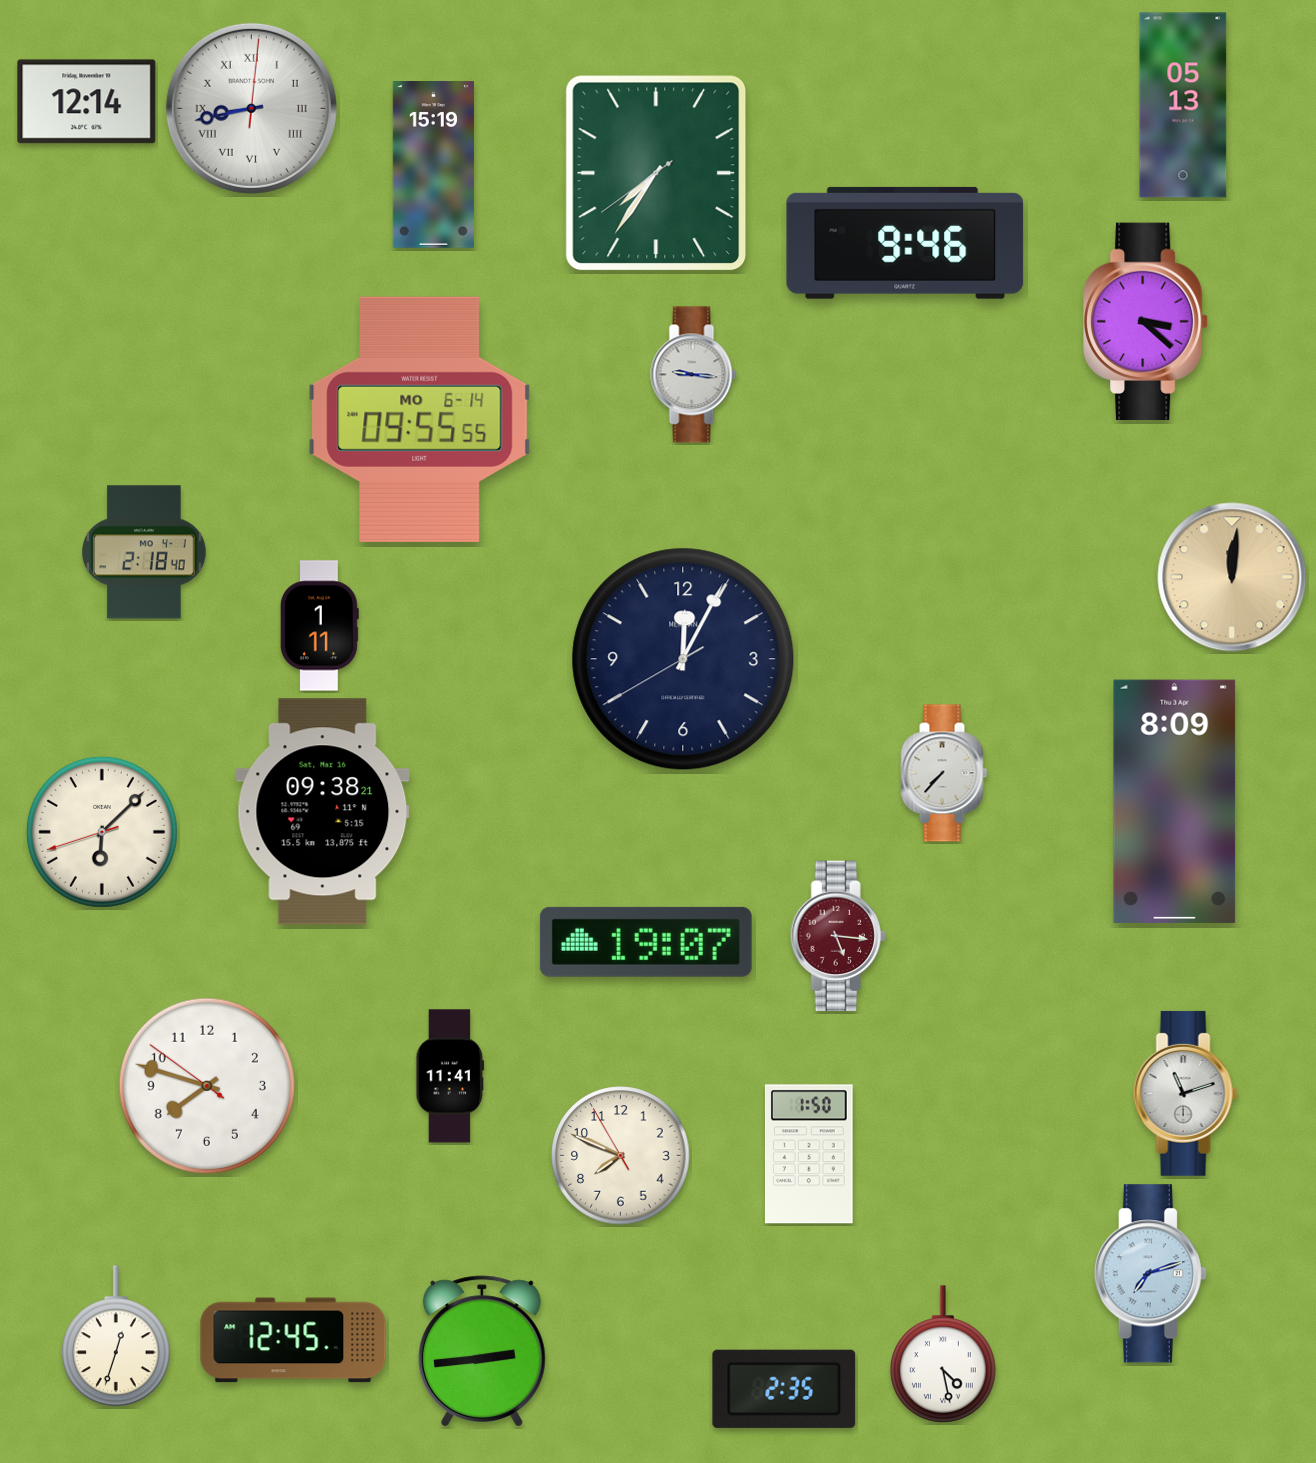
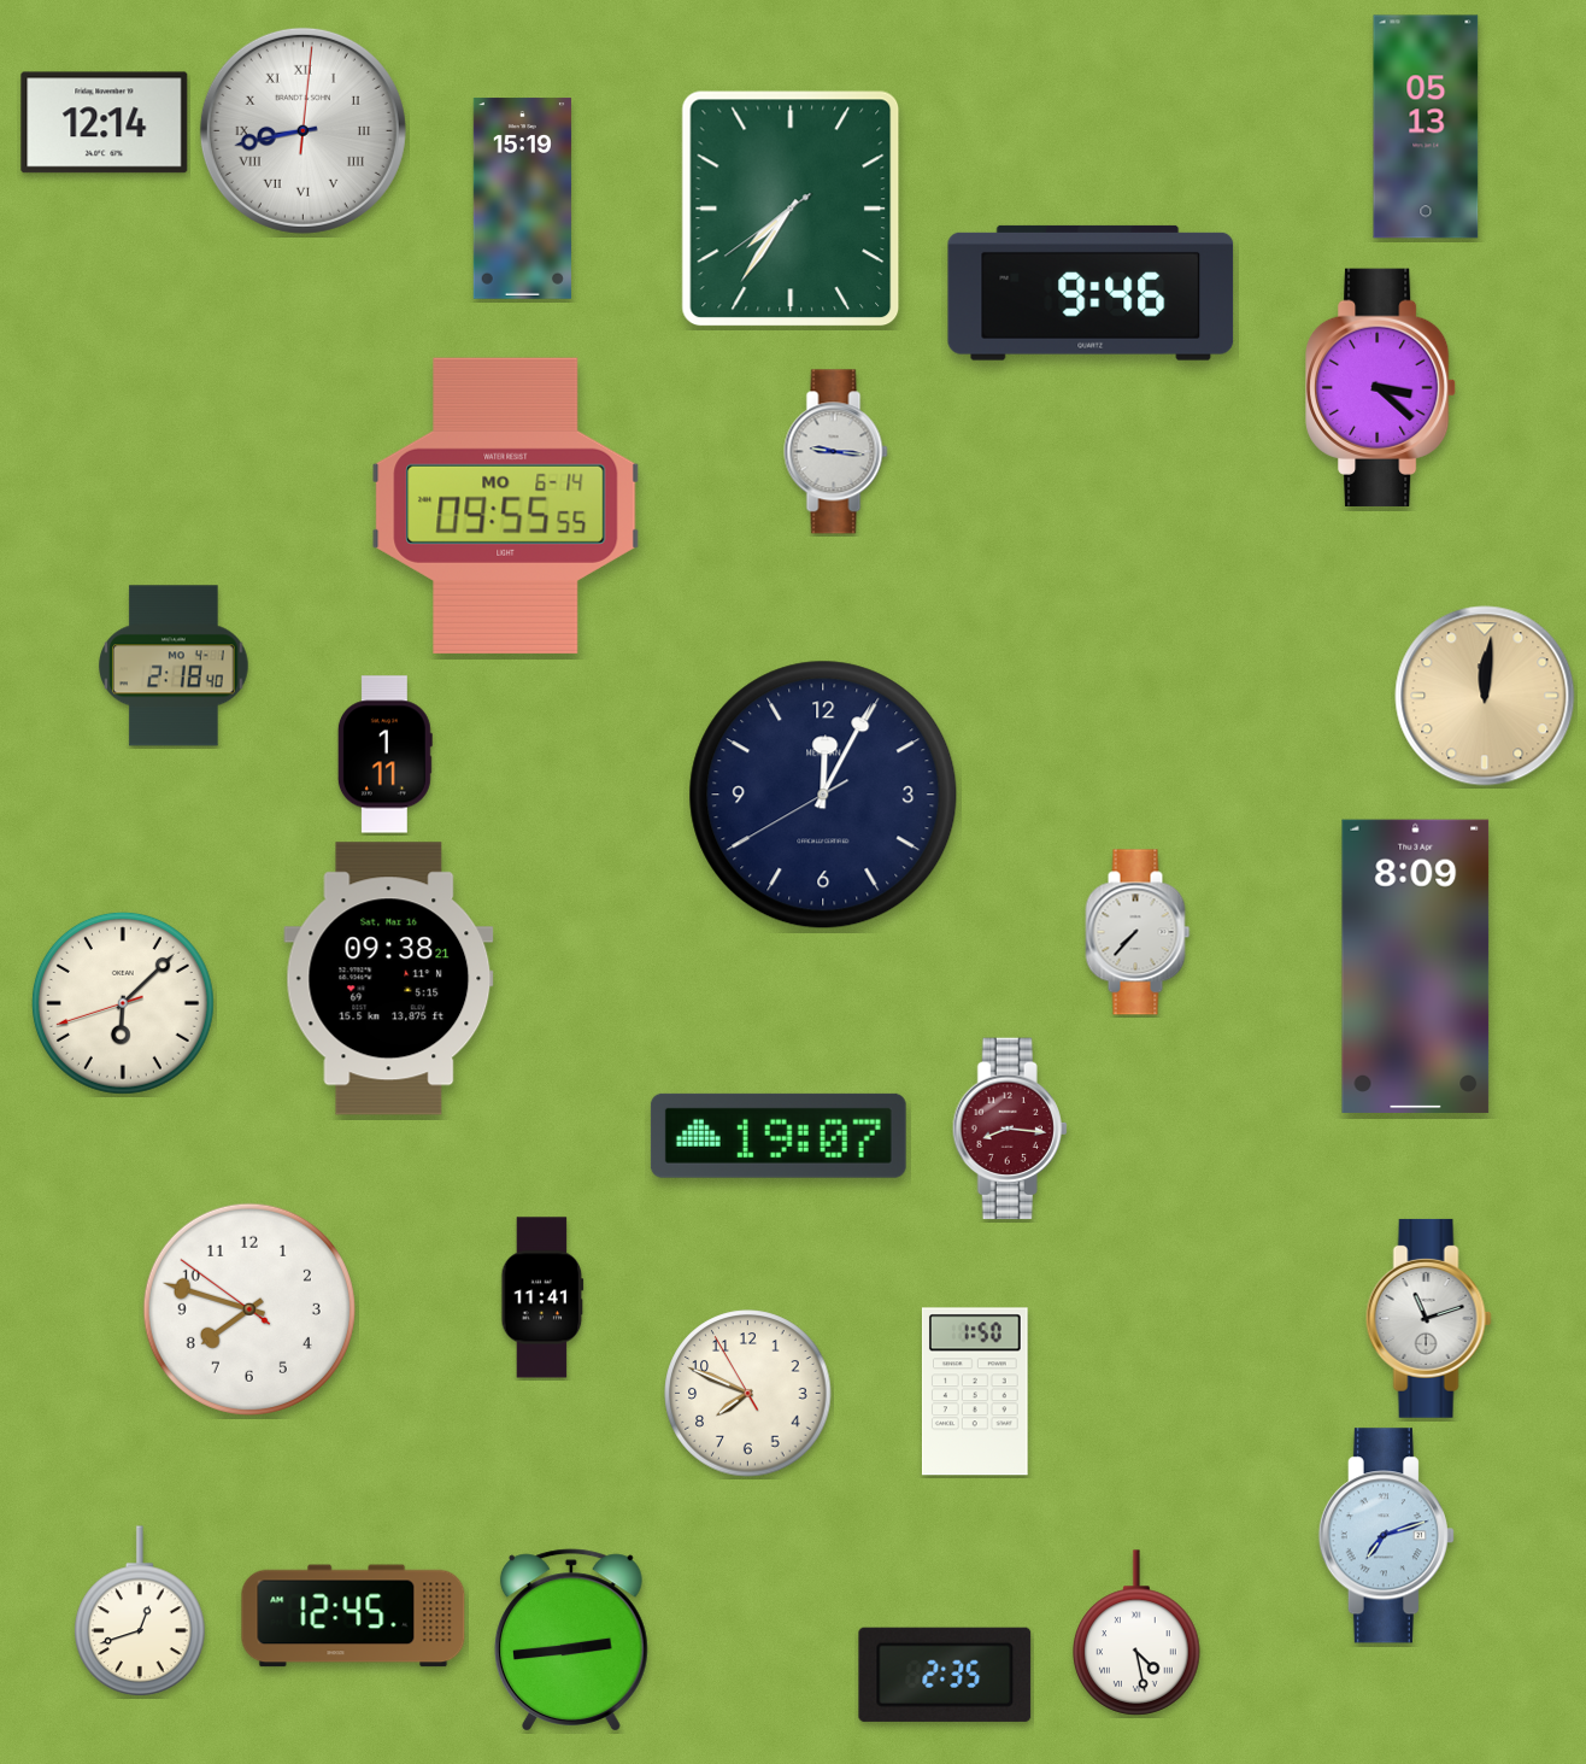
clock at (838, 936): 5:16 -> 8:16
clock at (117, 1337): 12:33 -> 12:42
clock at (482, 1351) position: (482, 1351) -> (571, 1640)
